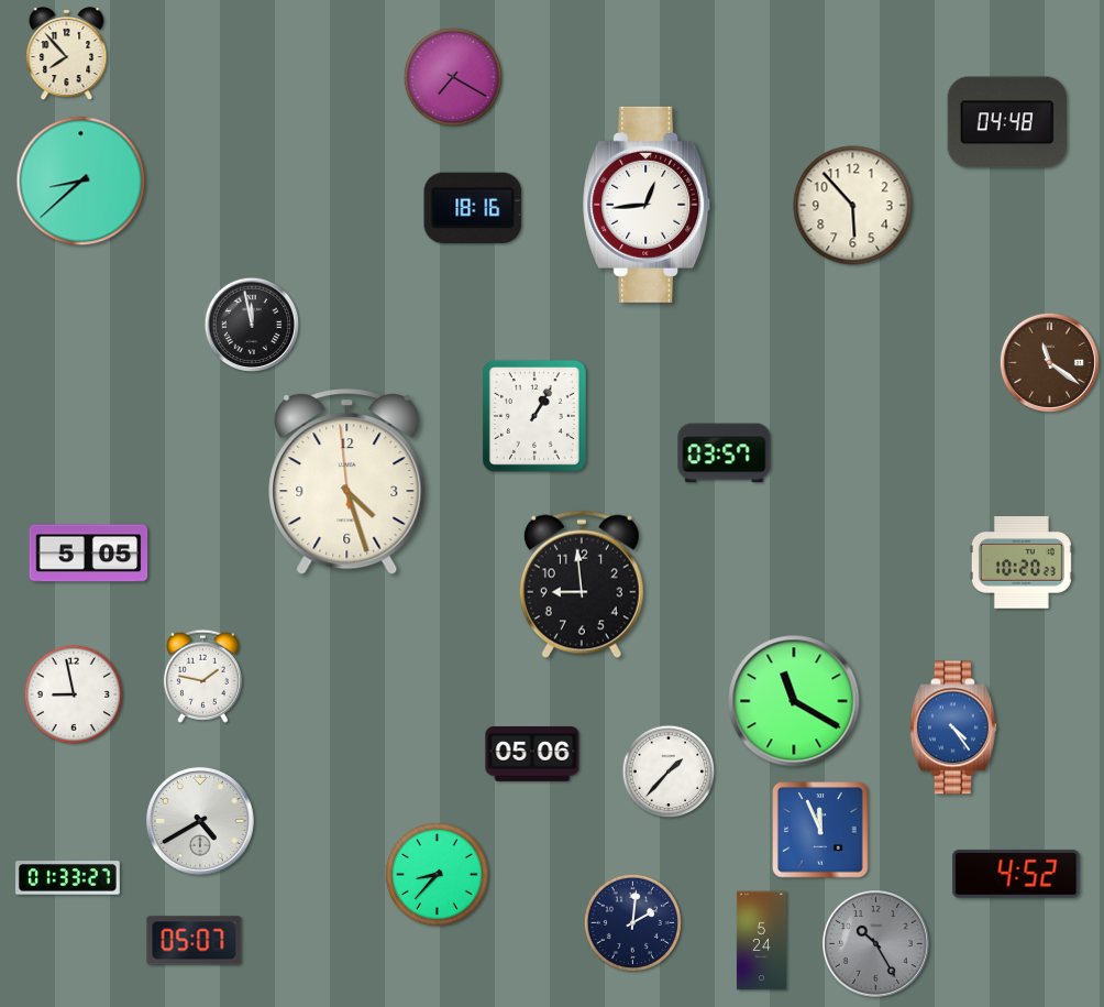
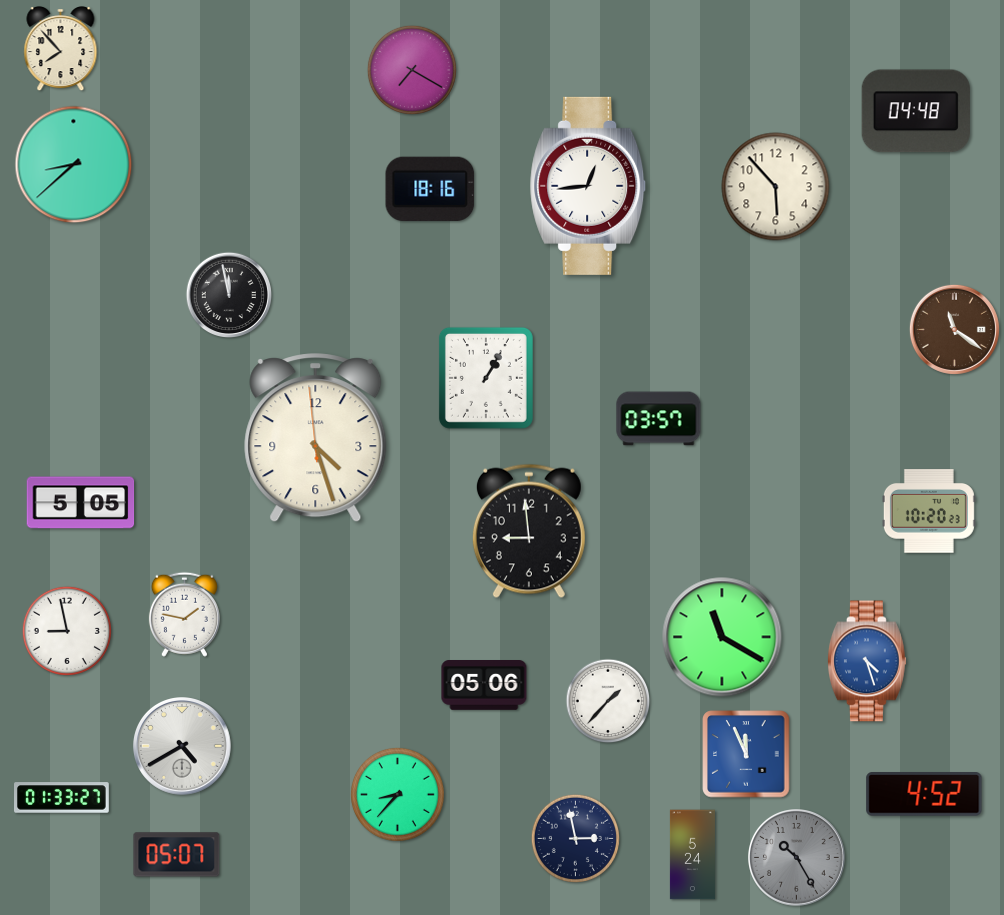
clock at (725, 453) position: (725, 453) -> (659, 419)
clock at (954, 727): 4:24 -> 4:27
clock at (632, 922): 2:01 -> 2:58
